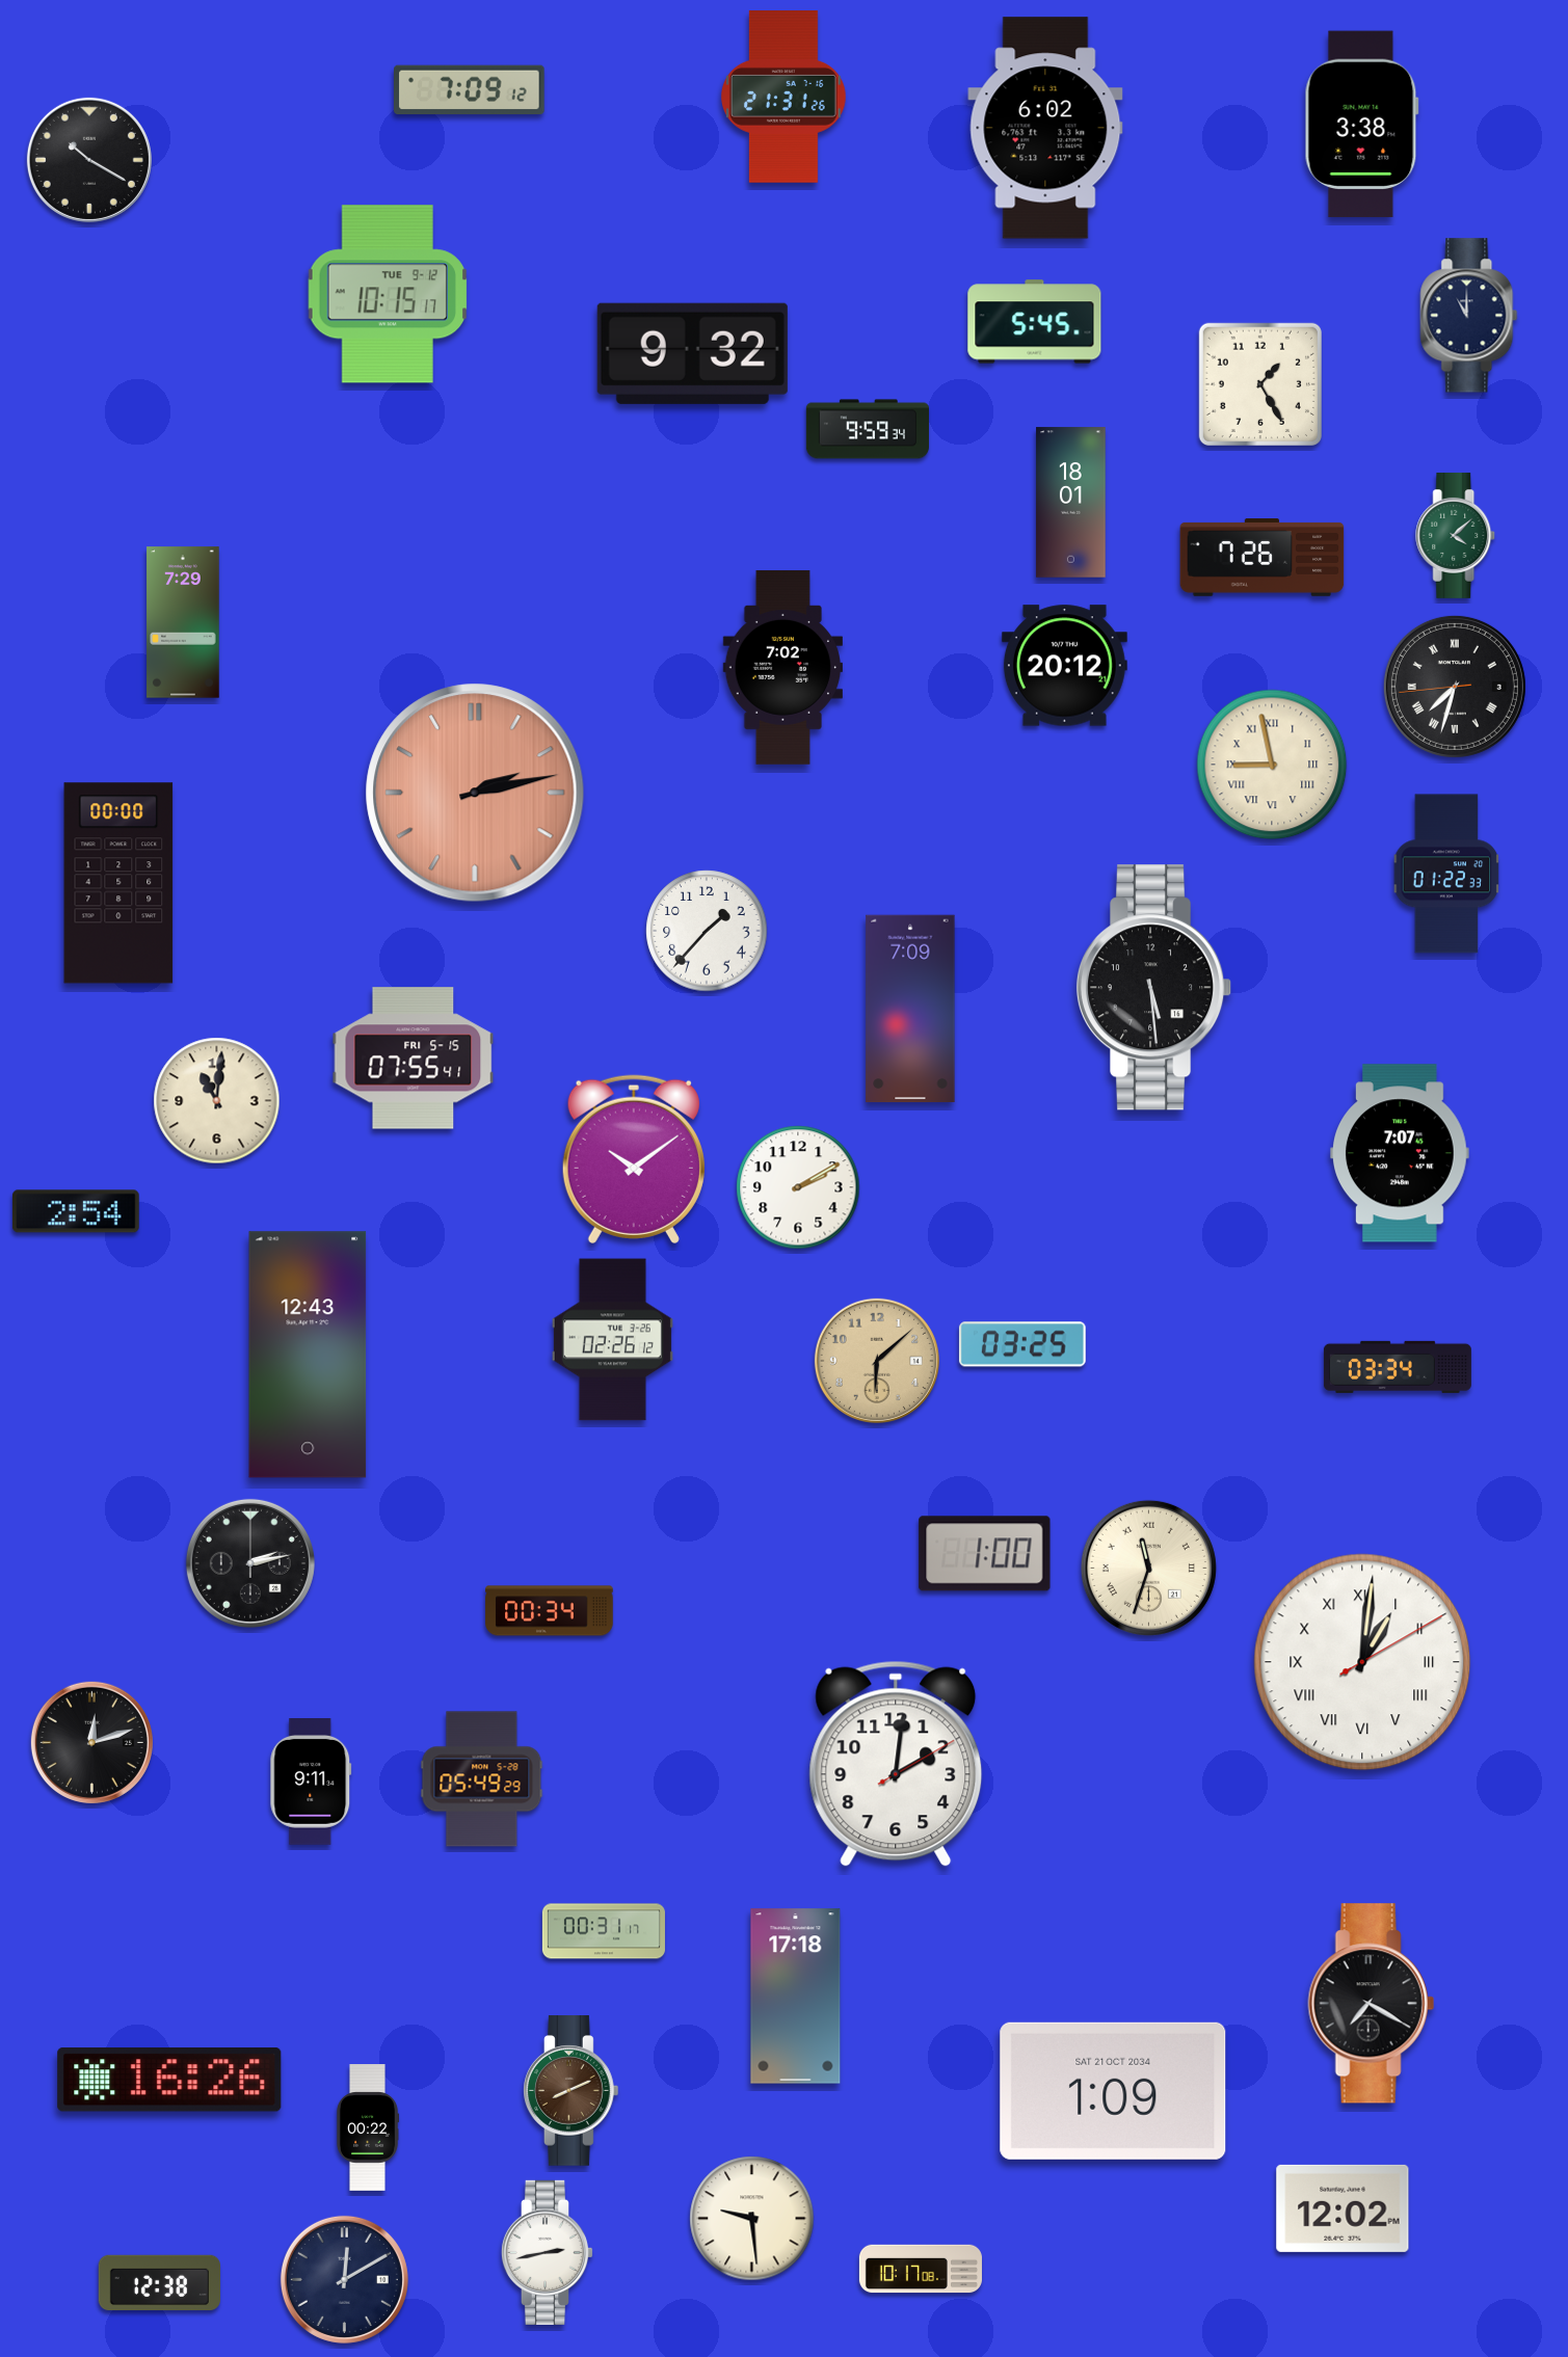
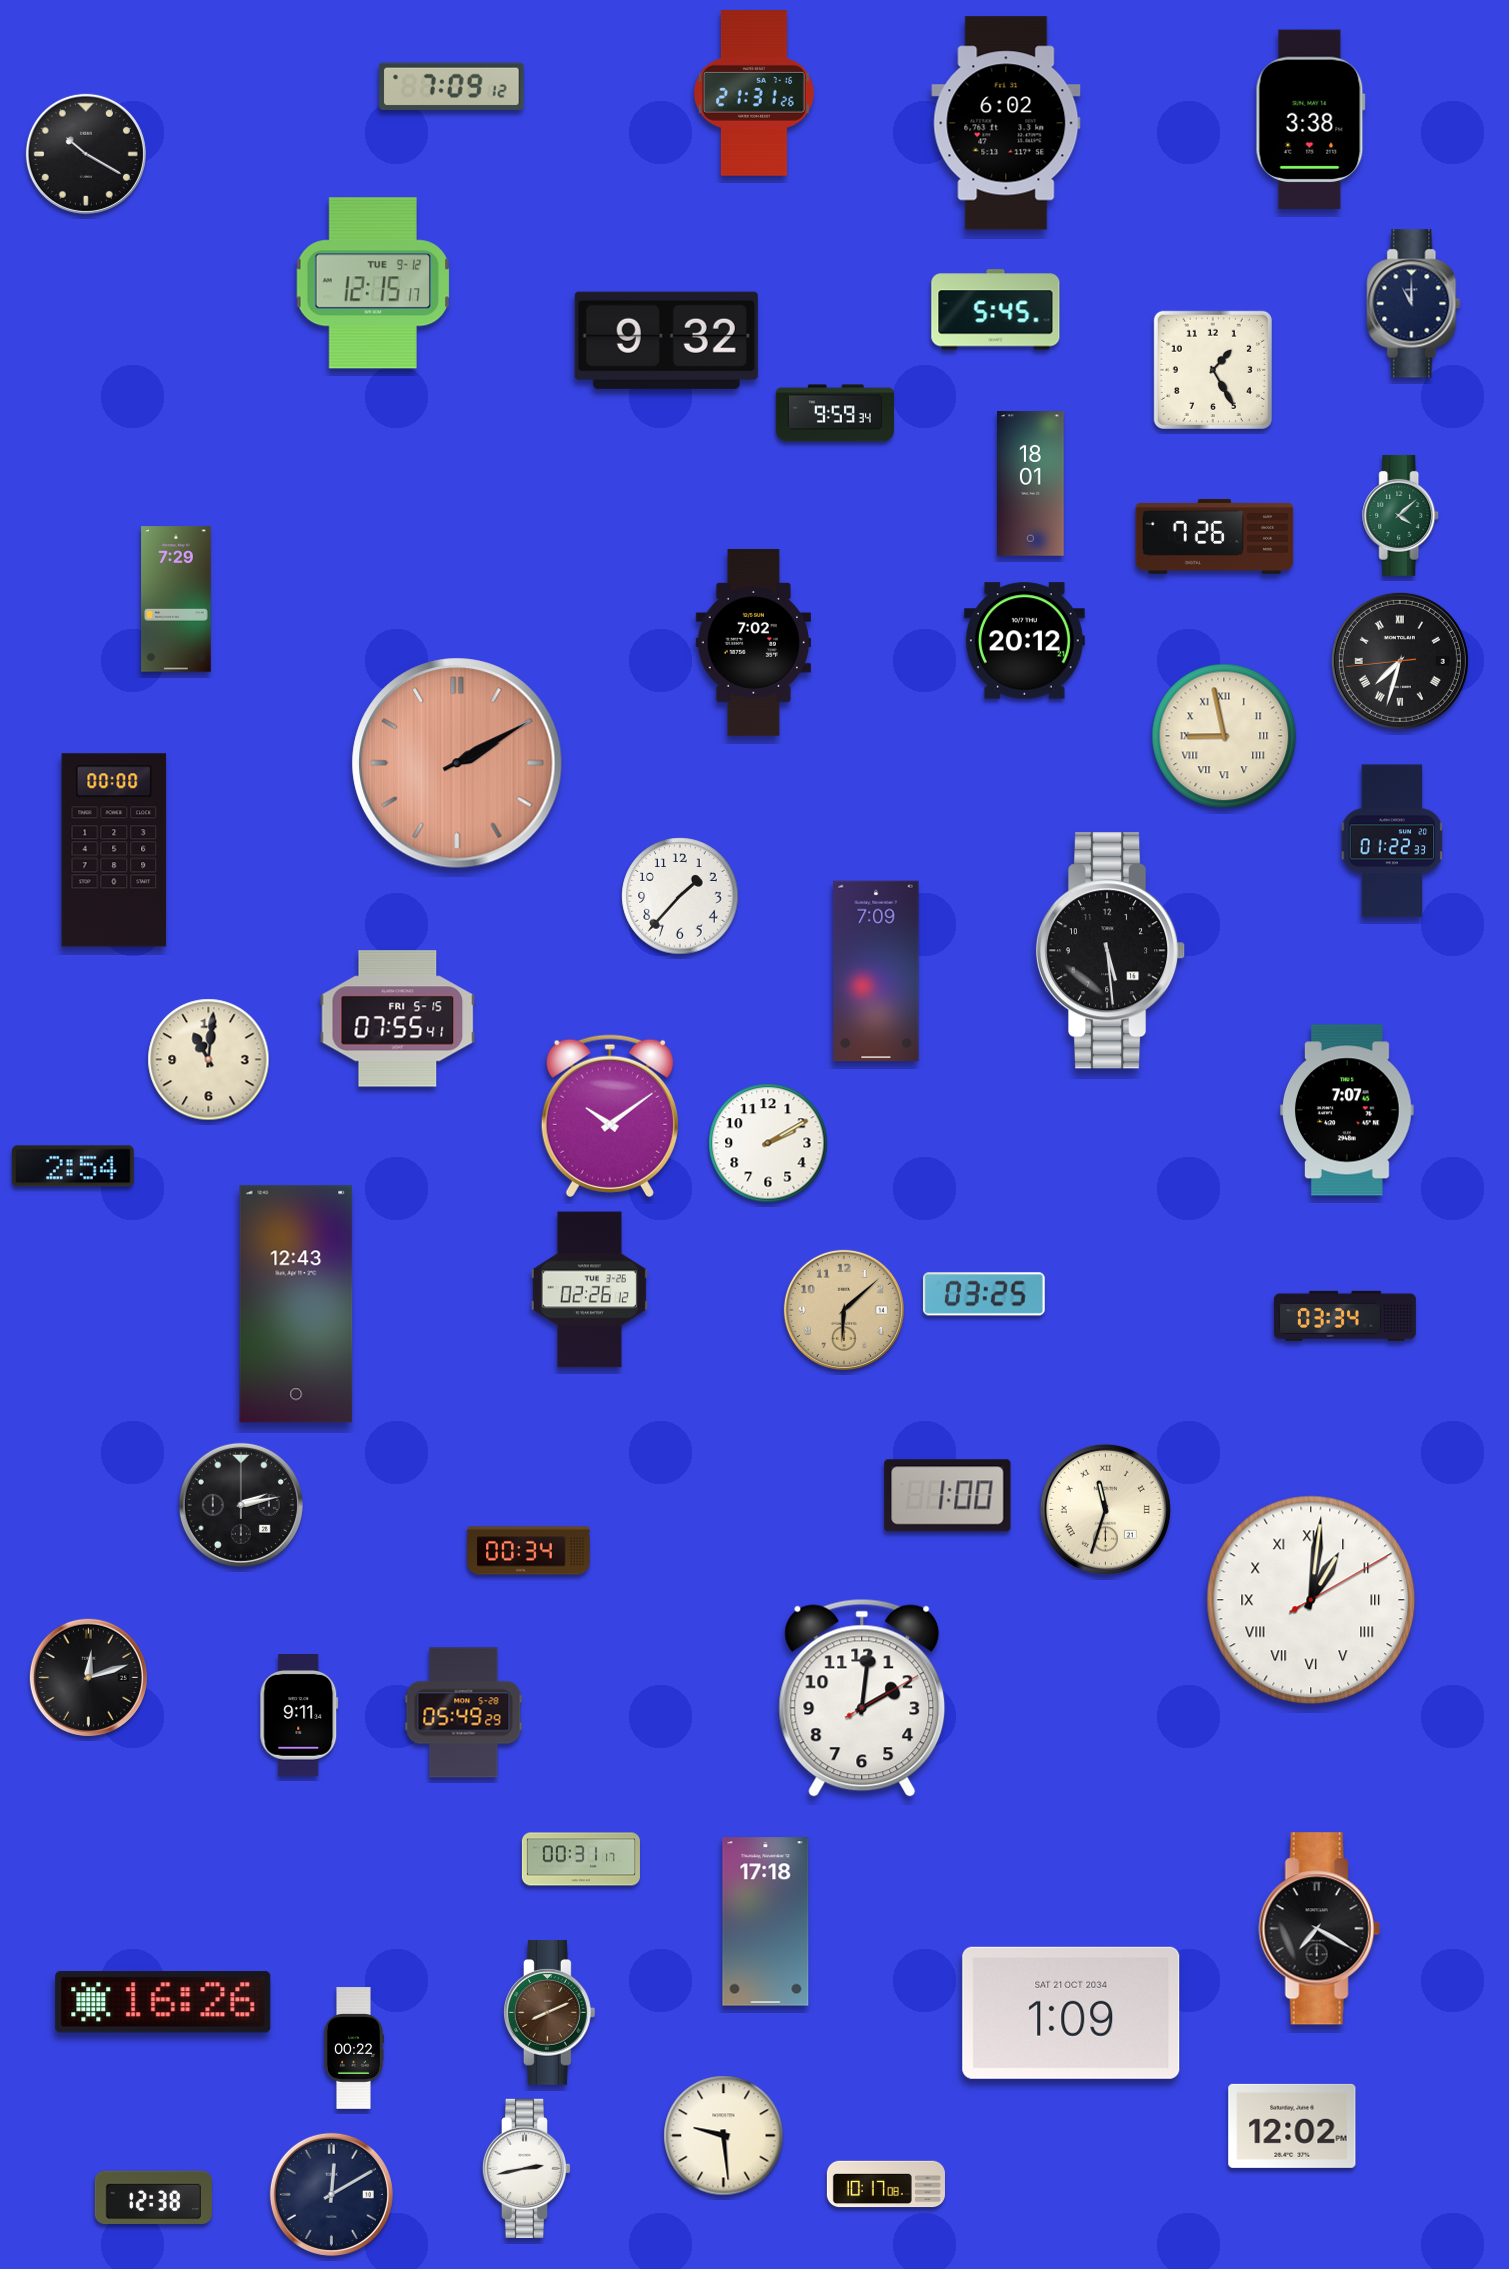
clock at (387, 294): 10:15 -> 12:15
clock at (475, 793): 2:13 -> 2:10
